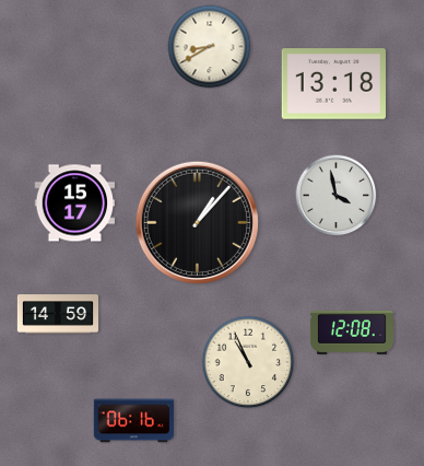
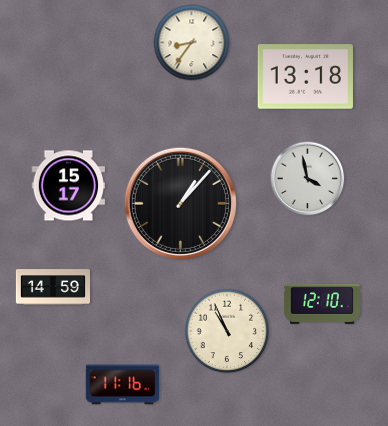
clock at (210, 47): 8:40 -> 8:36
clock at (352, 333): 12:08 -> 12:10
clock at (134, 421): 06:16 -> 11:16
